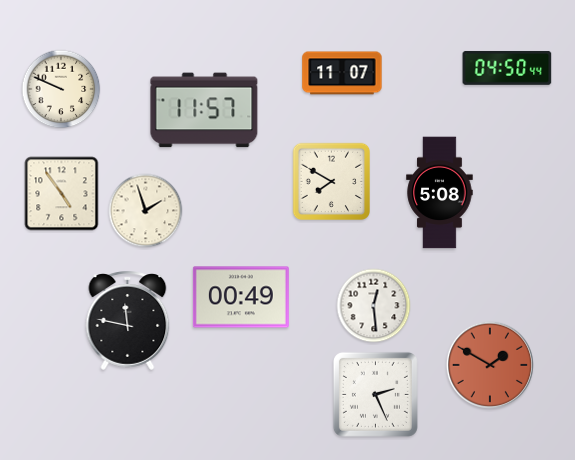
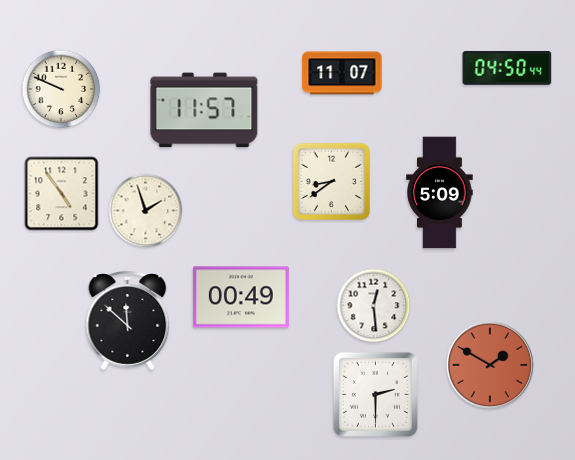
clock at (331, 181): 7:50 -> 8:39
clock at (440, 193): 5:08 -> 5:09
clock at (128, 320): 11:47 -> 11:52
clock at (375, 394): 2:26 -> 2:30
